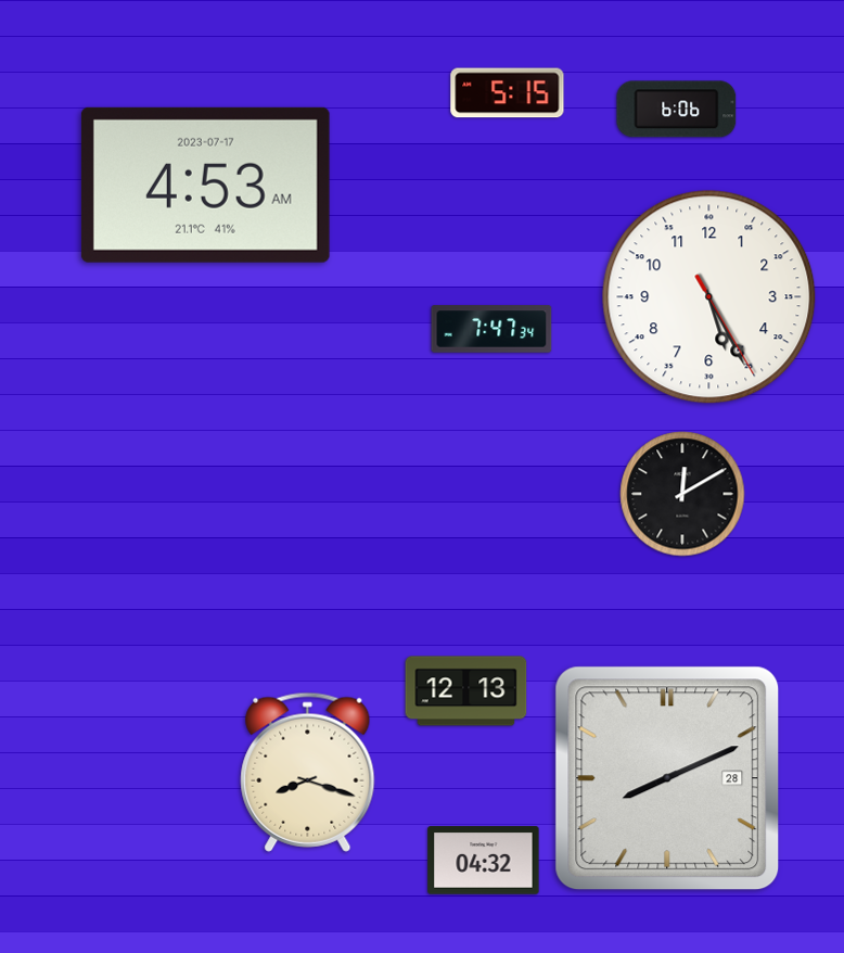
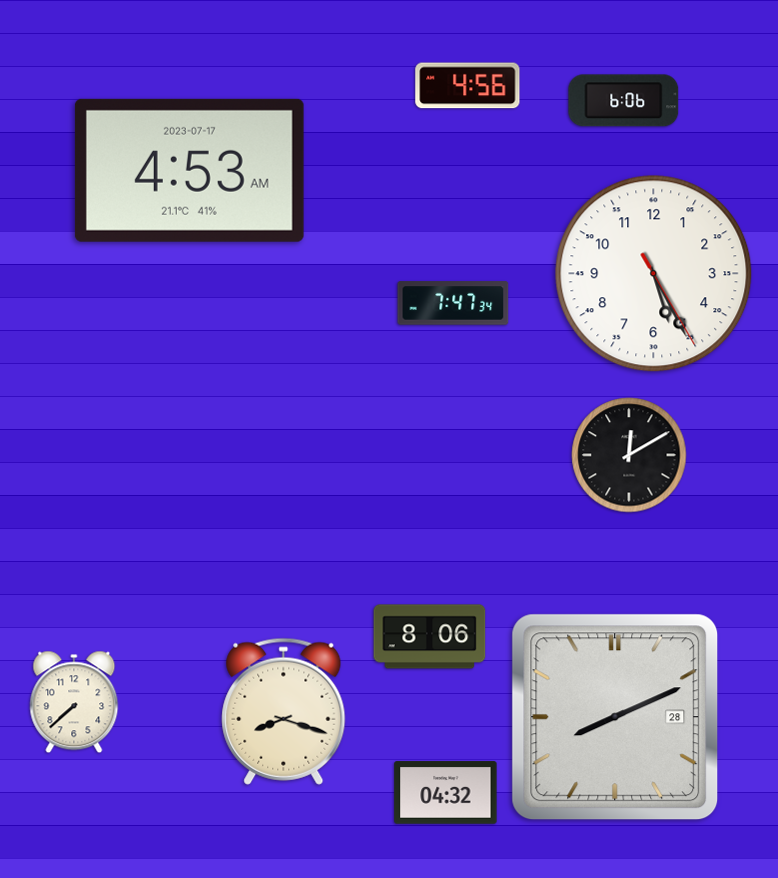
clock at (508, 93): 5:15 -> 4:56
clock at (466, 691): 12:13 -> 8:06
clock at (74, 702): none -> 7:38
